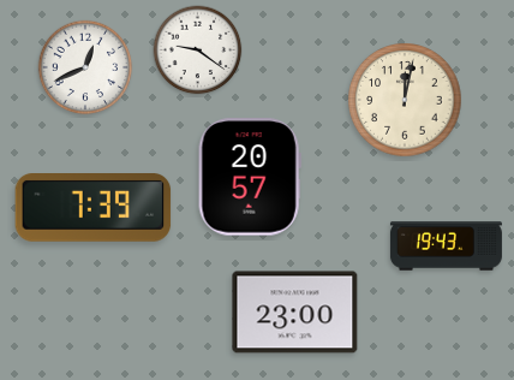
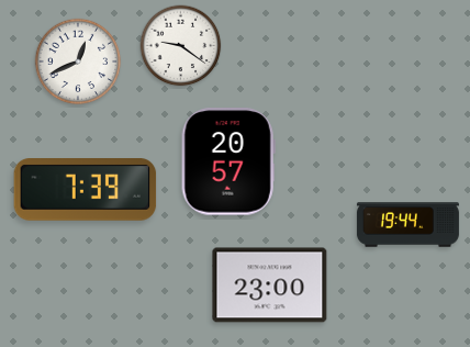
clock at (405, 100): 12:02 -> none
clock at (446, 247): 19:43 -> 19:44
